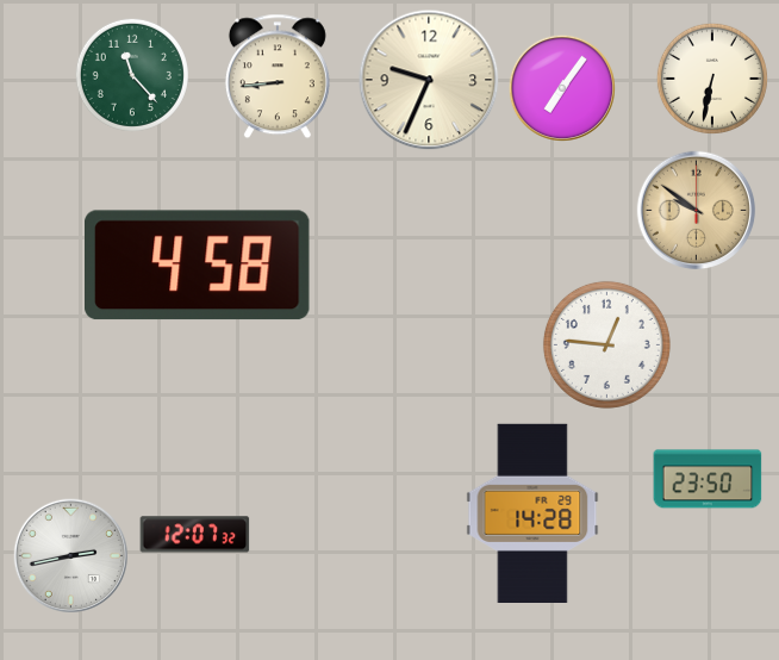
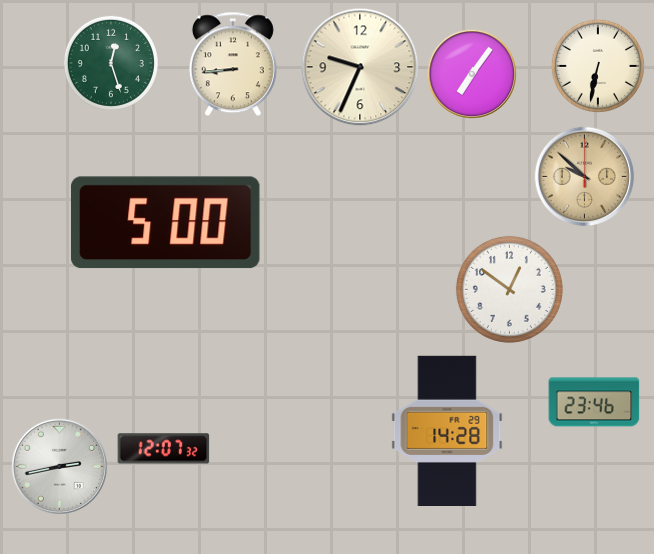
clock at (132, 75): 11:23 -> 12:27
clock at (697, 211): 9:51 -> 9:52
clock at (198, 266): 4:58 -> 5:00
clock at (606, 344): 12:46 -> 12:51
clock at (708, 479): 23:50 -> 23:46
